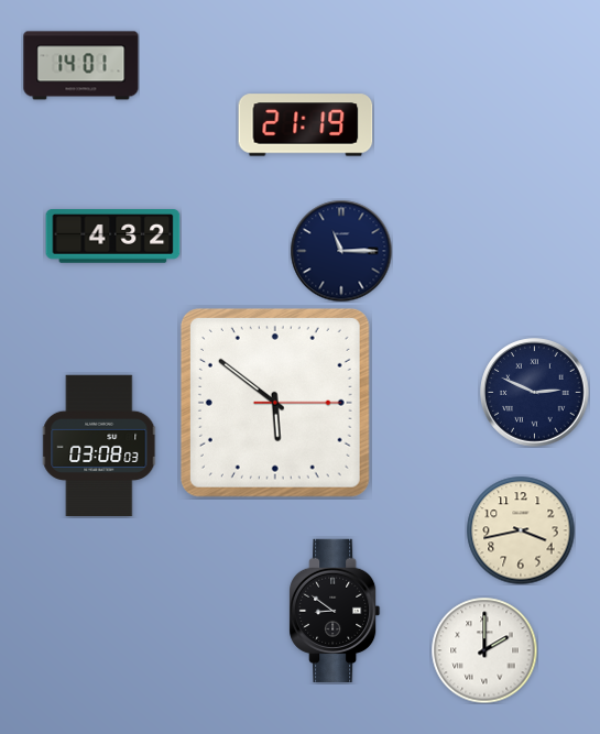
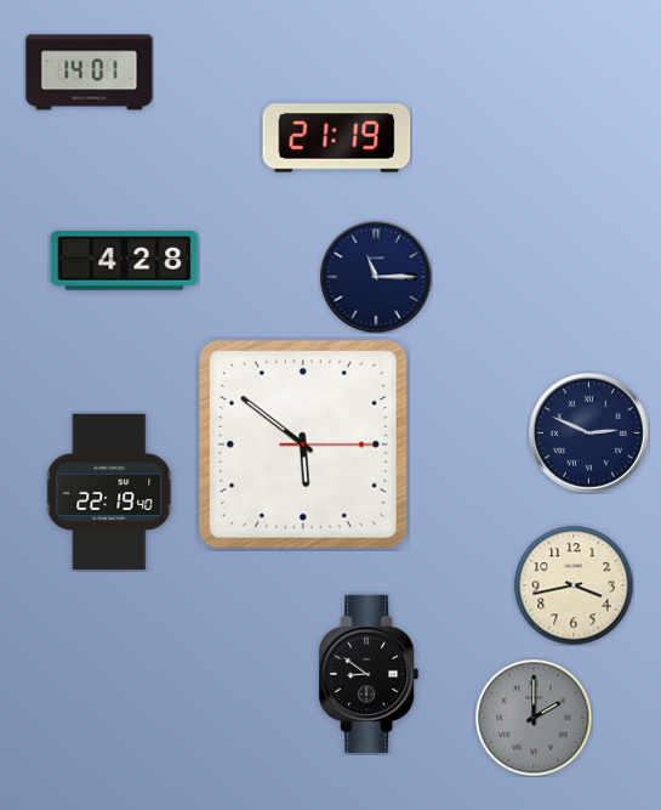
clock at (113, 237): 4:32 -> 4:28
clock at (100, 446): 03:08 -> 22:19
clock at (484, 650) dial: white -> grey
